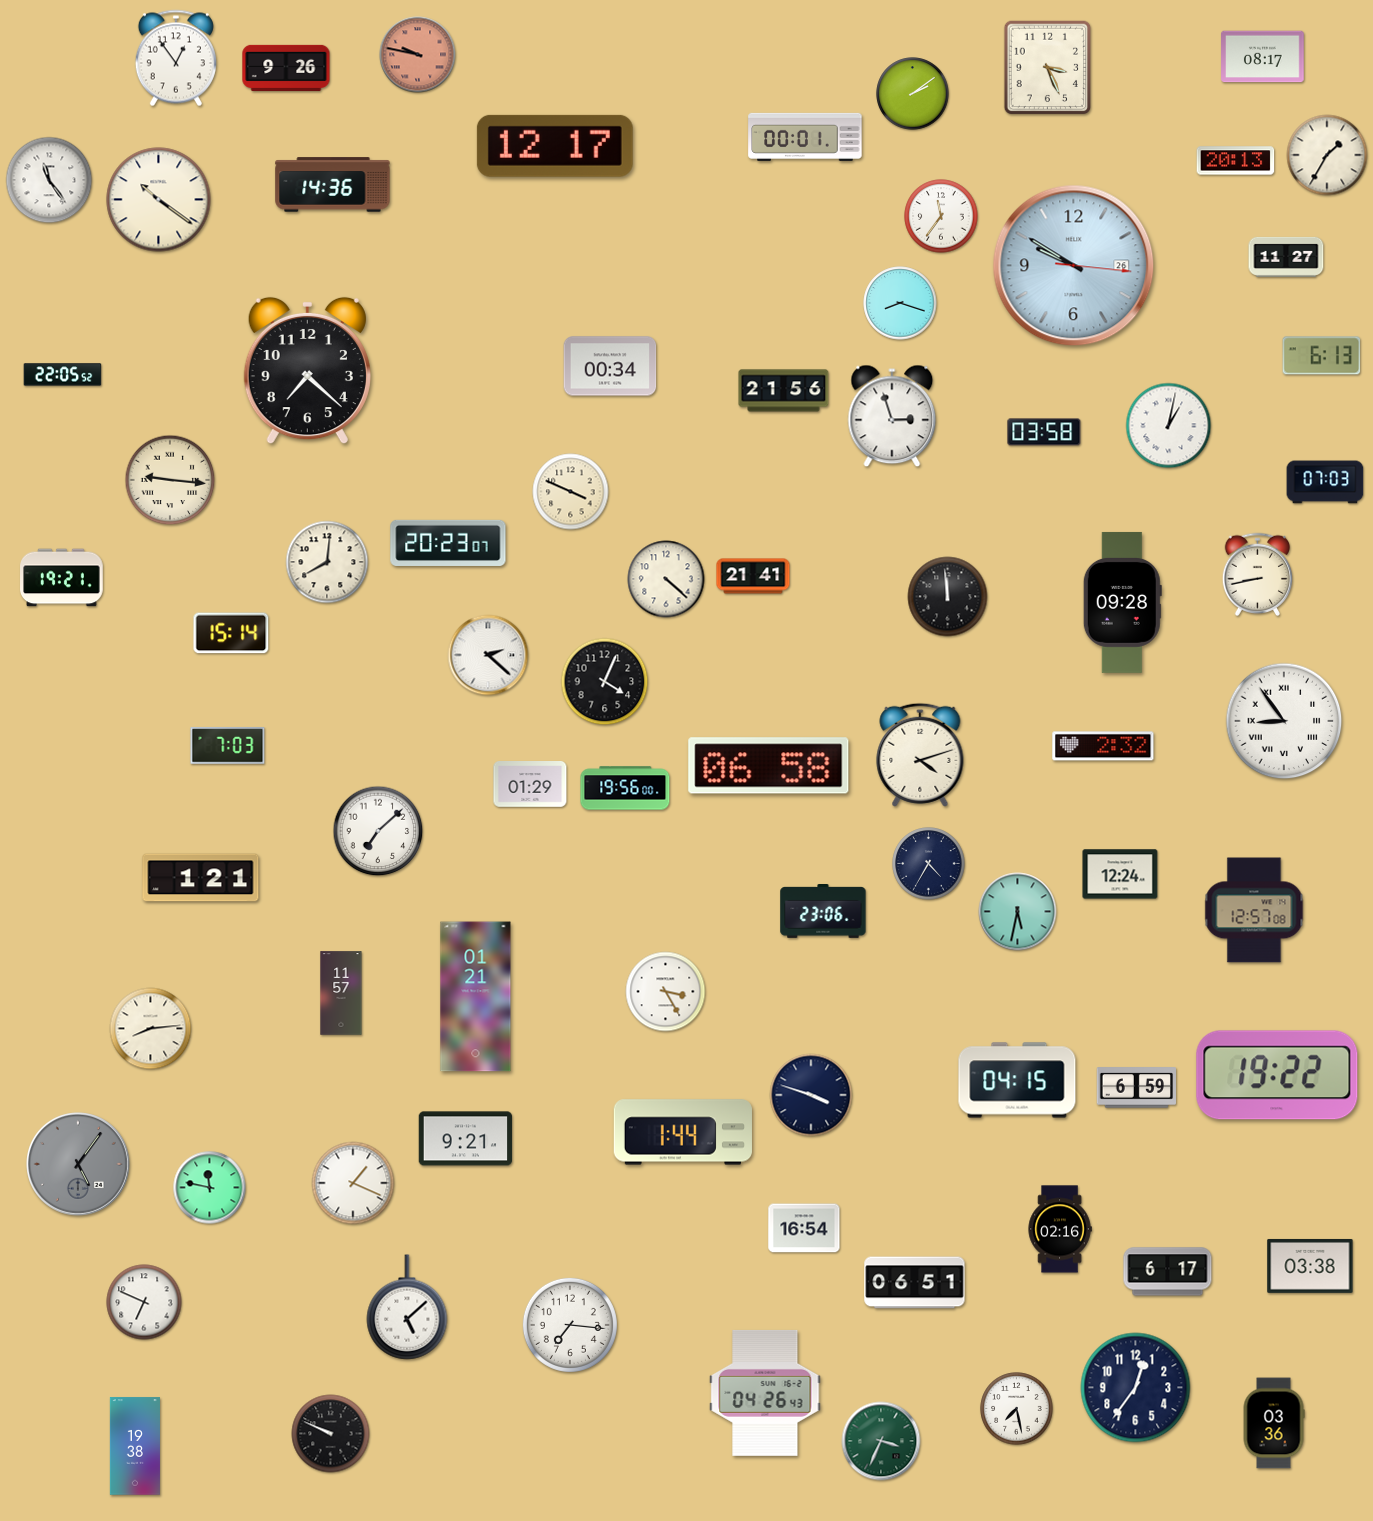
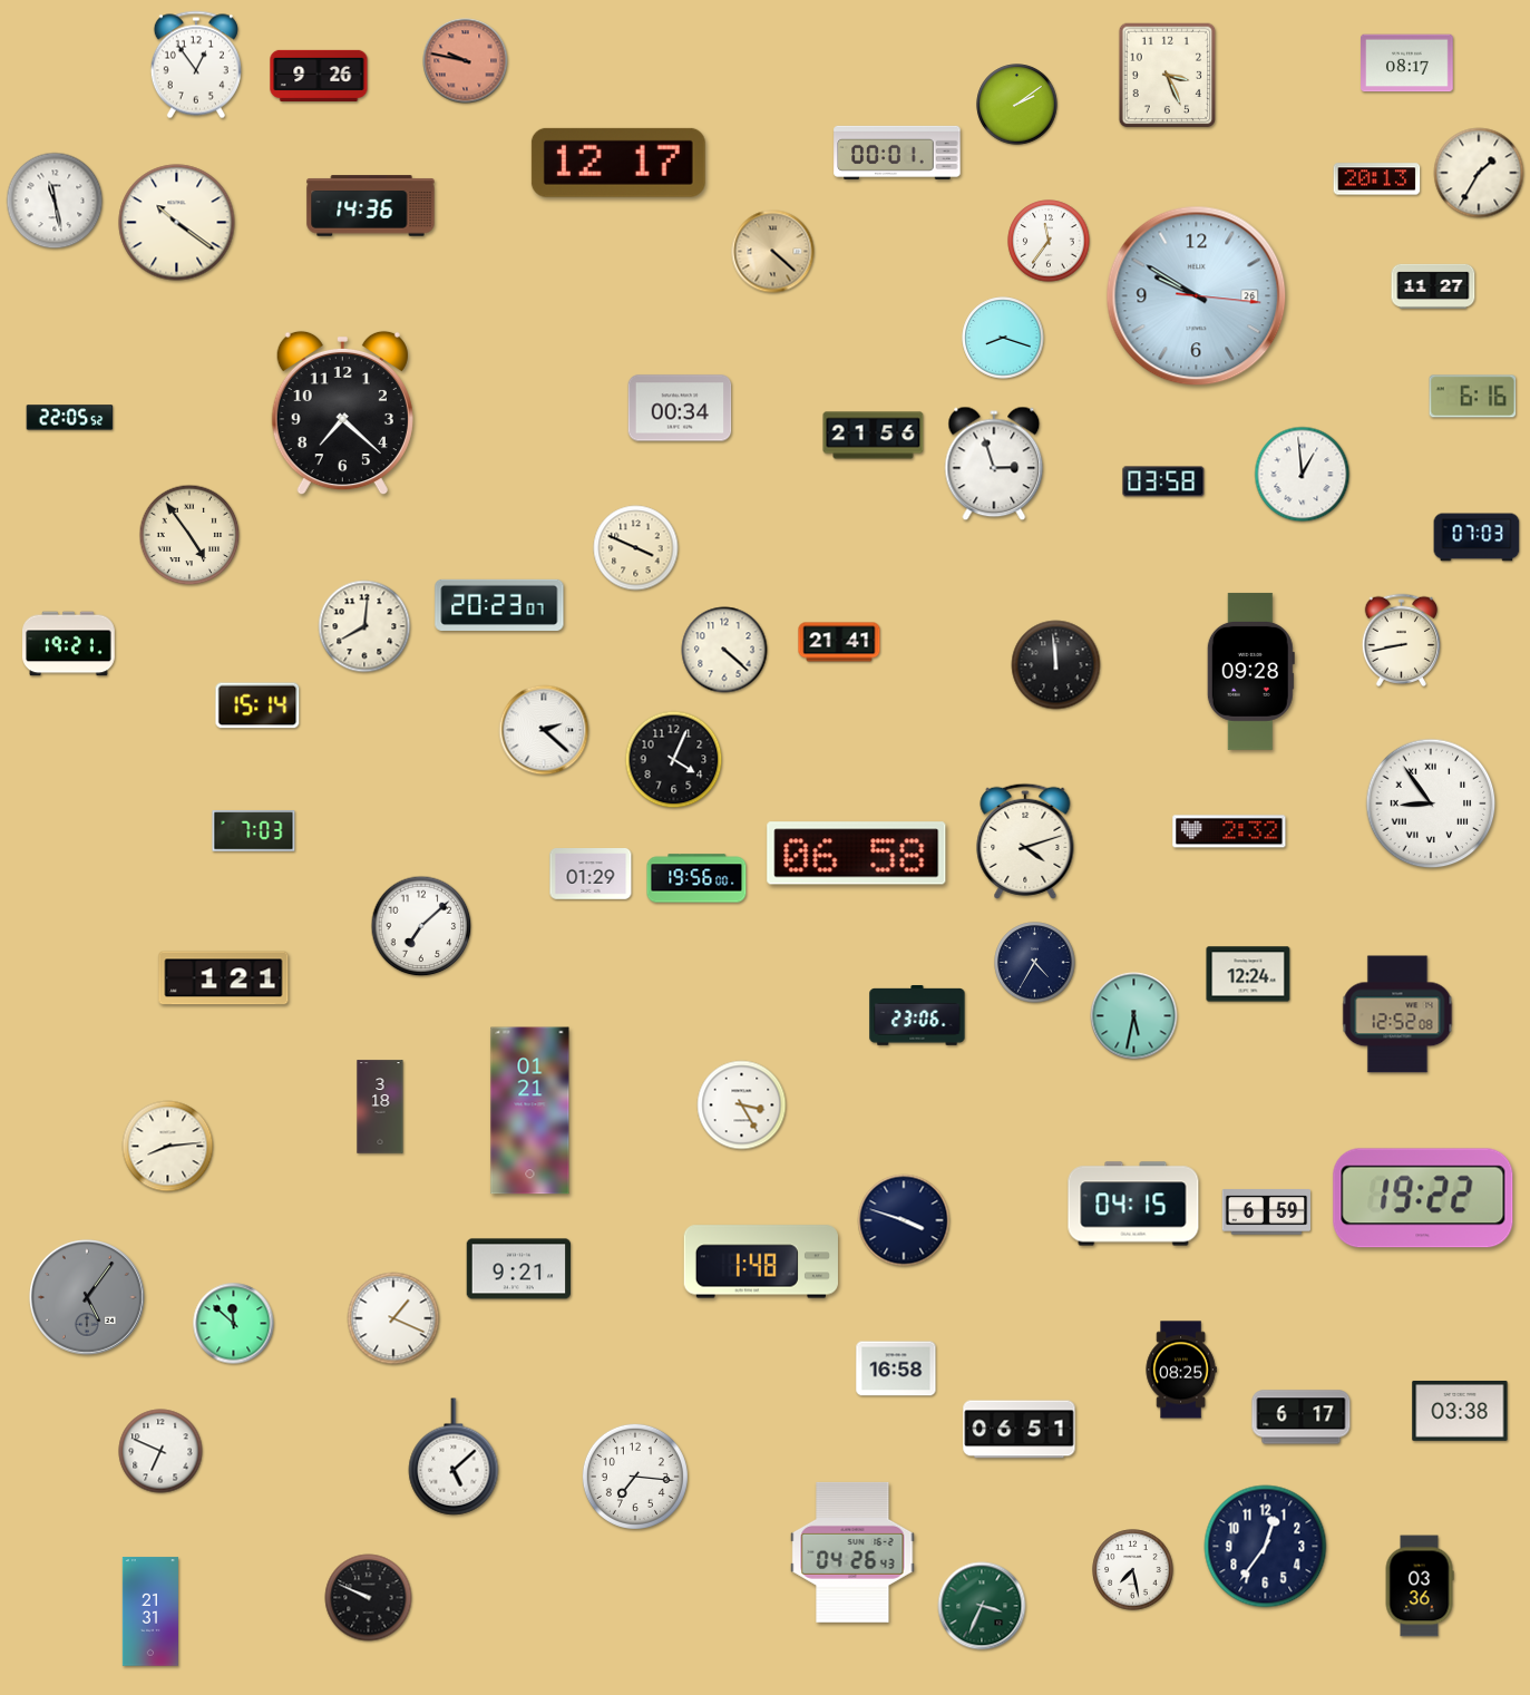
clock at (49, 180): 11:24 -> 11:28
clock at (773, 252): none -> 4:22
clock at (1322, 356): 6:13 -> 6:16
clock at (1169, 426): 1:02 -> 12:59
clock at (170, 480): 9:16 -> 4:54
clock at (666, 579) position: (666, 579) -> (724, 650)
clock at (1254, 910): 12:57 -> 12:52
clock at (341, 993): 11:57 -> 3:18
clock at (683, 1132): 1:44 -> 1:48
clock at (210, 1188): 11:47 -> 11:52
clock at (804, 1228): 16:54 -> 16:58
clock at (1060, 1229): 02:16 -> 08:25
clock at (135, 1446): 19:38 -> 21:31
